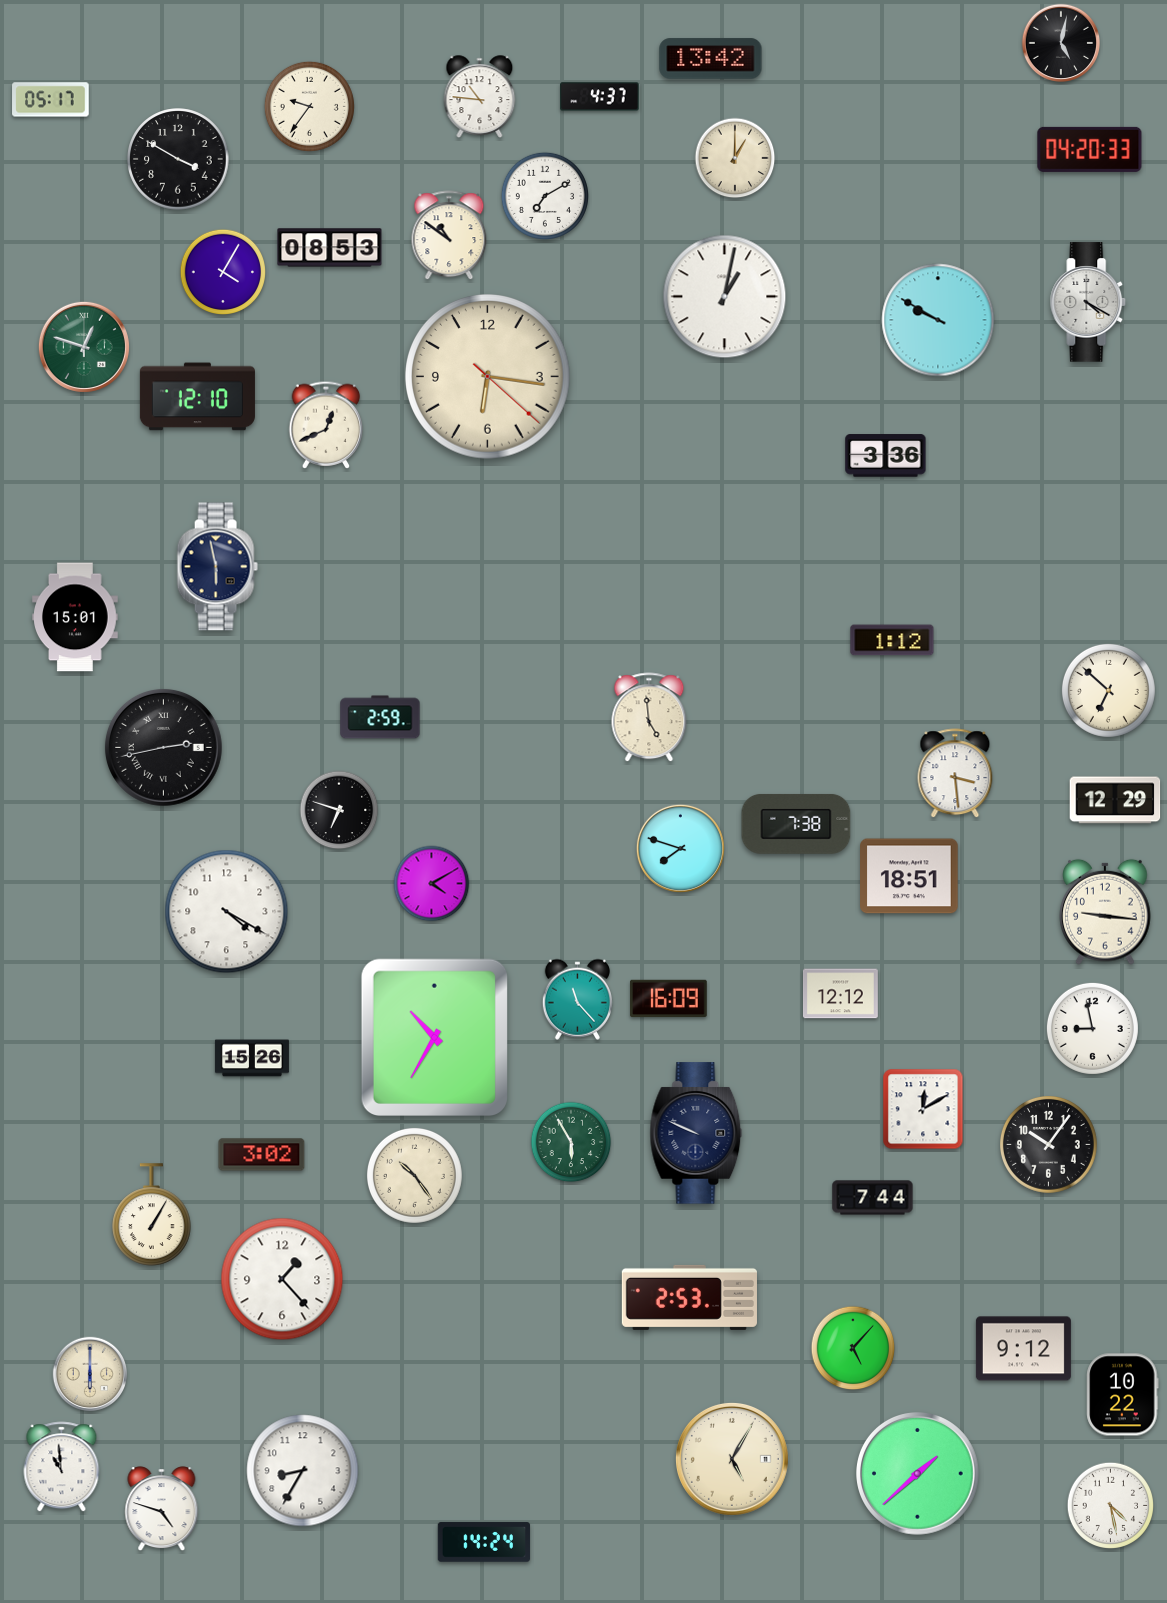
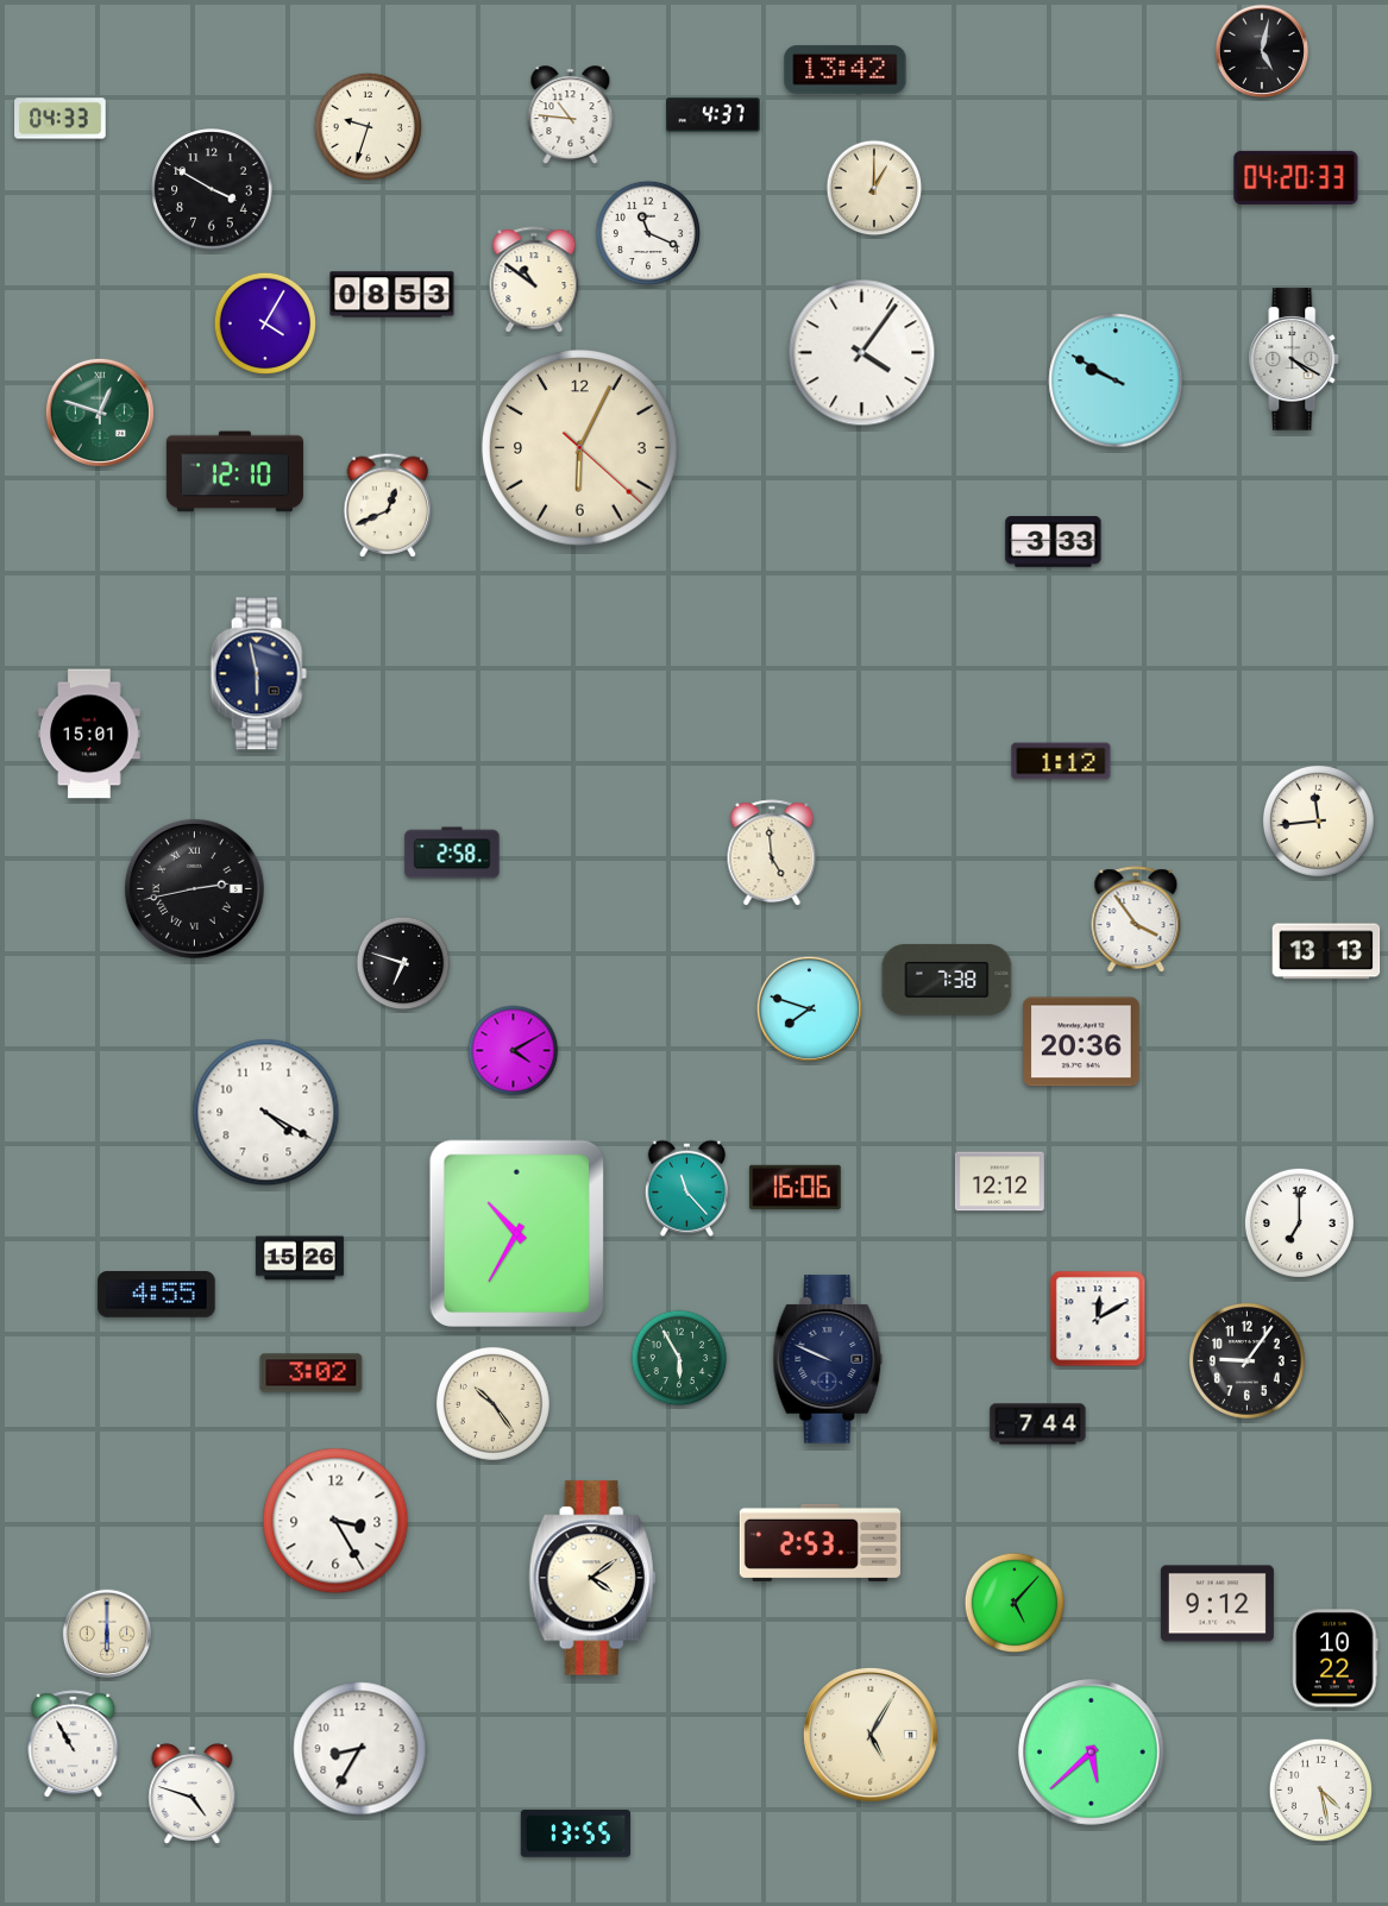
clock at (51, 100): 05:17 -> 04:33
clock at (309, 106): 9:36 -> 9:33
clock at (545, 196): 7:10 -> 11:19
clock at (725, 297): 1:02 -> 4:06
clock at (488, 377): 6:16 -> 6:04
clock at (886, 456): 3:36 -> 3:33
clock at (1108, 690): 6:52 -> 11:44
clock at (380, 717): 2:59 -> 2:58
clock at (955, 774): 3:29 -> 3:54
clock at (1115, 800): 12:29 -> 13:13
clock at (909, 876): 18:51 -> 20:36
clock at (227, 912) position: (227, 912) -> (266, 1113)
clock at (1105, 912): 9:16 -> none
clock at (669, 999): 16:09 -> 16:06
clock at (1092, 1028): 8:58 -> 7:00
clock at (157, 1295): none -> 4:55
clock at (696, 1133) position: (696, 1133) -> (828, 1359)
clock at (1049, 1145): 10:06 -> 9:06
clock at (414, 1175) position: (414, 1175) -> (492, 1403)
clock at (152, 1215): 1:05 -> none
clock at (282, 1279): 1:23 -> 3:25
clock at (592, 1578): none -> 4:09
clock at (62, 1467): 10:59 -> 10:55
clock at (918, 1474): 1:38 -> 5:38
clock at (484, 1542): 14:24 -> 13:55
